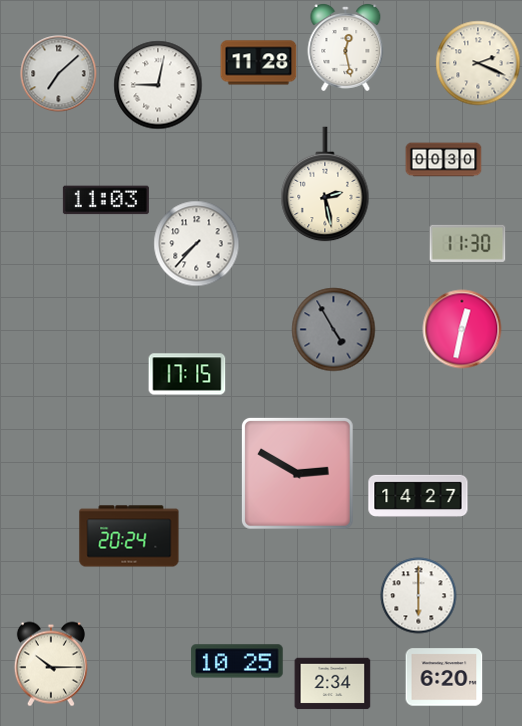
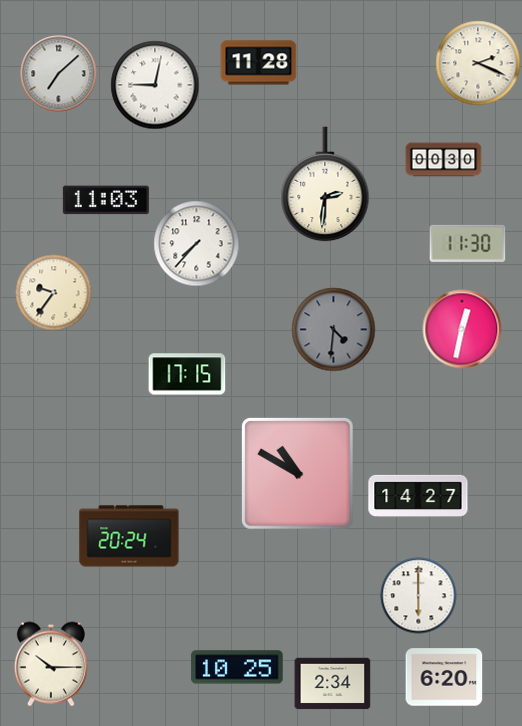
clock at (346, 48): 12:28 -> none
clock at (158, 85) position: (158, 85) -> (155, 85)
clock at (325, 184): 2:28 -> 2:31
clock at (54, 293): none -> 9:36
clock at (334, 330): 4:55 -> 4:31
clock at (297, 473): 2:50 -> 10:50
clock at (237, 661) position: (237, 661) -> (237, 667)
